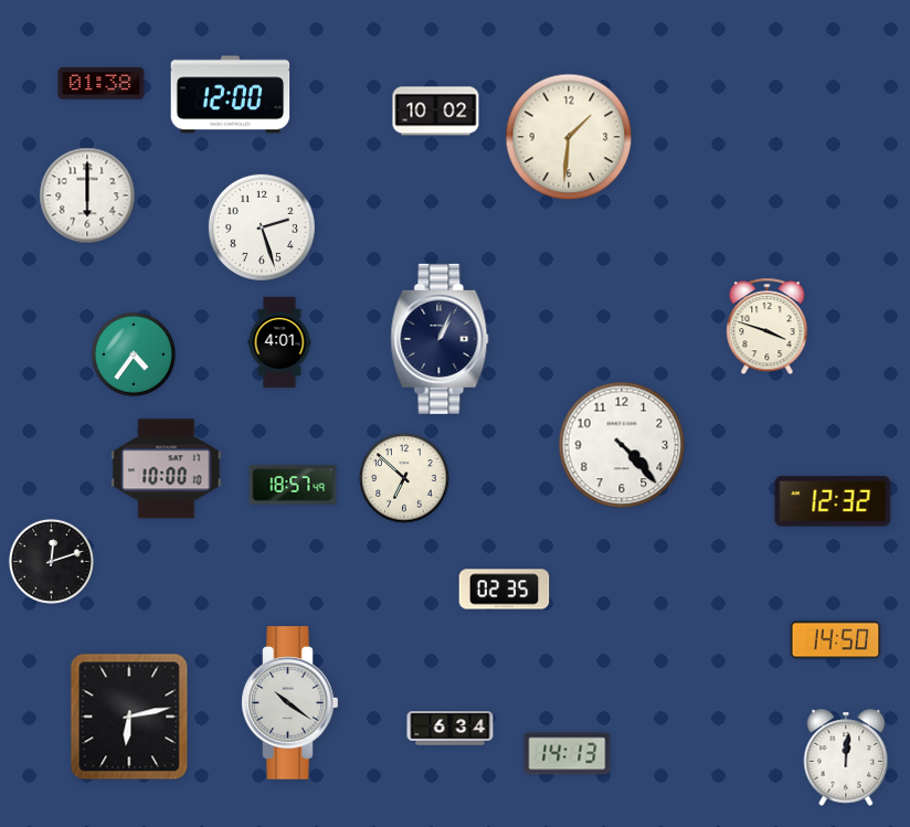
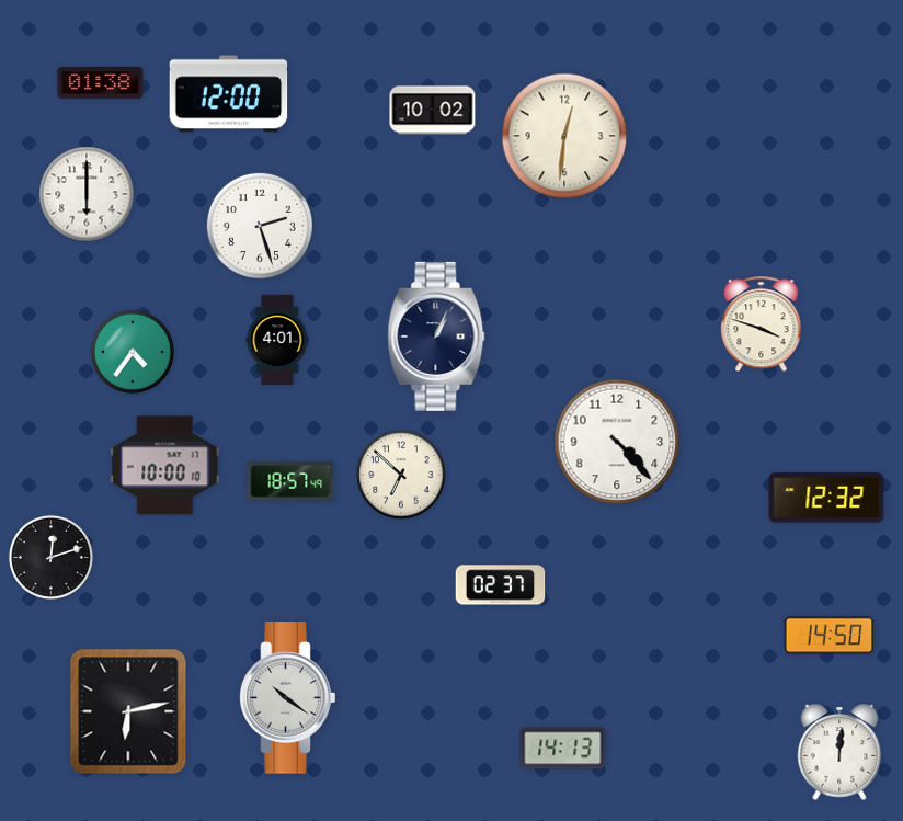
clock at (569, 137): 1:31 -> 12:31
clock at (505, 590): 02:35 -> 02:37
clock at (451, 729): 6:34 -> none
